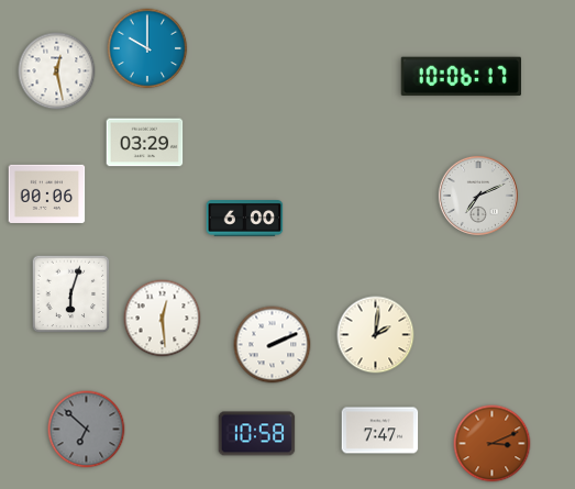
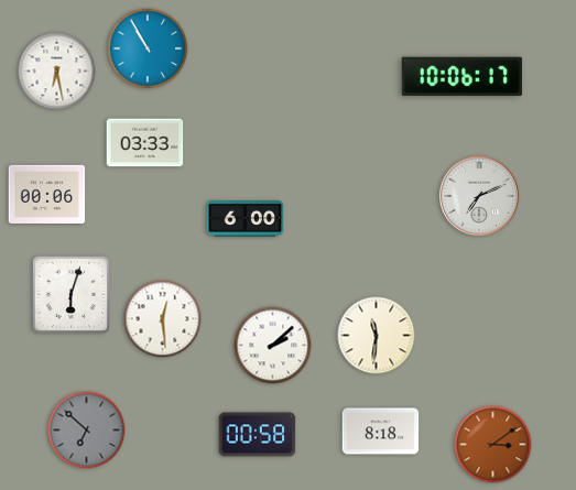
clock at (147, 48): 10:00 -> 10:55
clock at (57, 71): 12:28 -> 6:28
clock at (145, 143): 03:29 -> 03:33
clock at (376, 335): 2:01 -> 11:31
clock at (273, 345): 2:11 -> 2:08
clock at (380, 431): 7:47 -> 8:18
clock at (257, 434): 10:58 -> 00:58
clock at (493, 444): 3:11 -> 3:09
